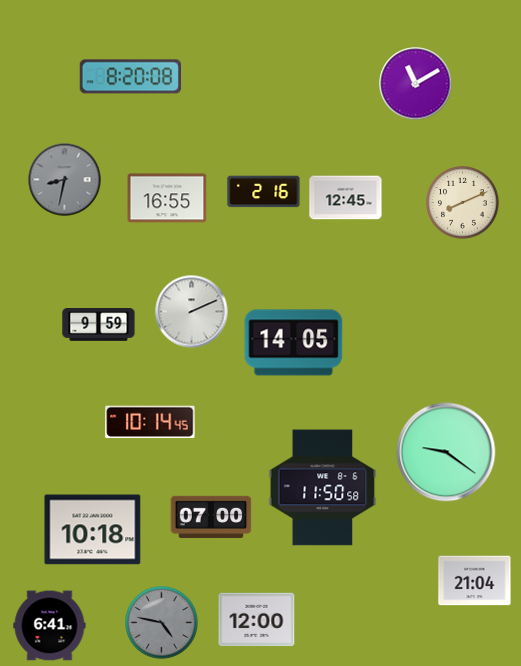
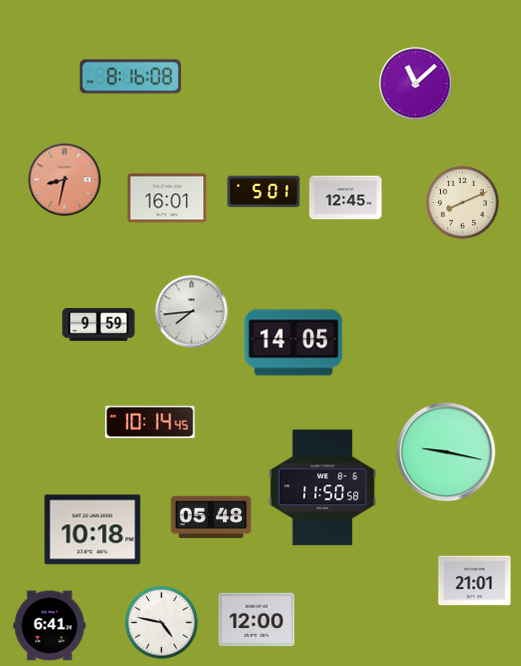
clock at (130, 77): 8:20 -> 8:16
clock at (416, 84): 11:10 -> 11:08
clock at (65, 180) dial: grey -> salmon
clock at (264, 192): 2:16 -> 5:01
clock at (167, 198): 16:55 -> 16:01
clock at (192, 312): 2:11 -> 7:44
clock at (446, 452): 9:21 -> 9:17
clock at (211, 517): 07:00 -> 05:48
clock at (475, 581): 21:04 -> 21:01
clock at (162, 623) dial: grey -> white
